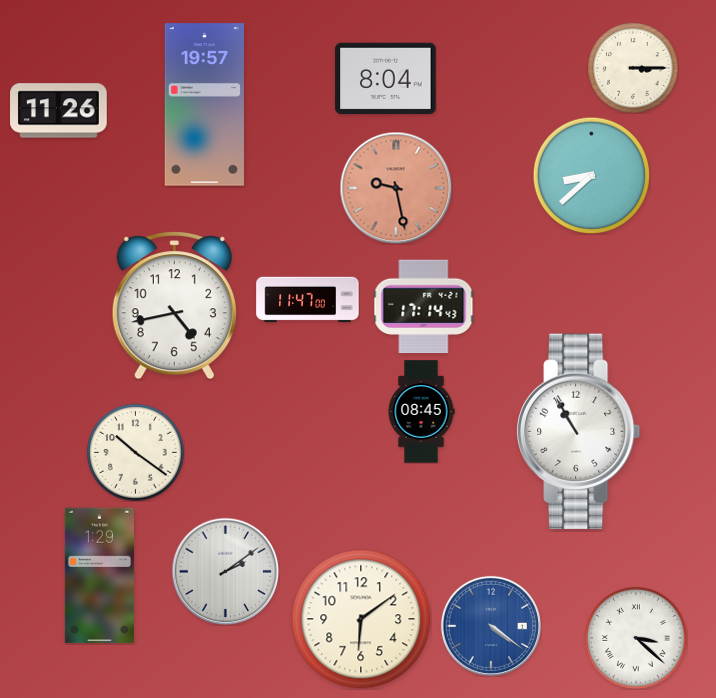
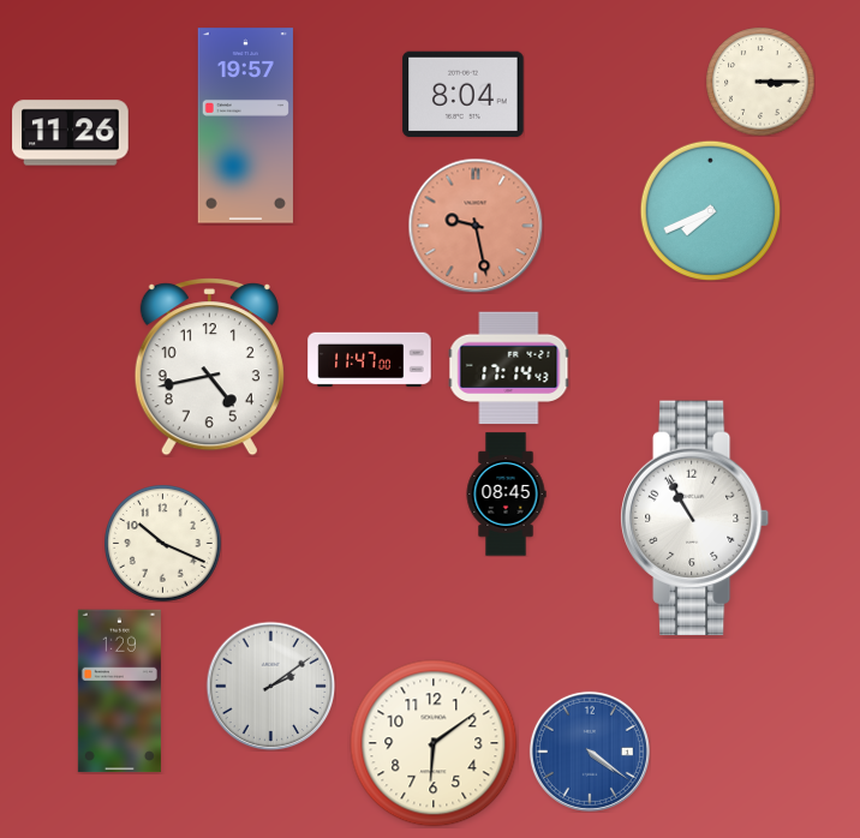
clock at (591, 175): 8:38 -> 7:41
clock at (136, 453): 10:21 -> 10:19
clock at (636, 638): 3:22 -> none
